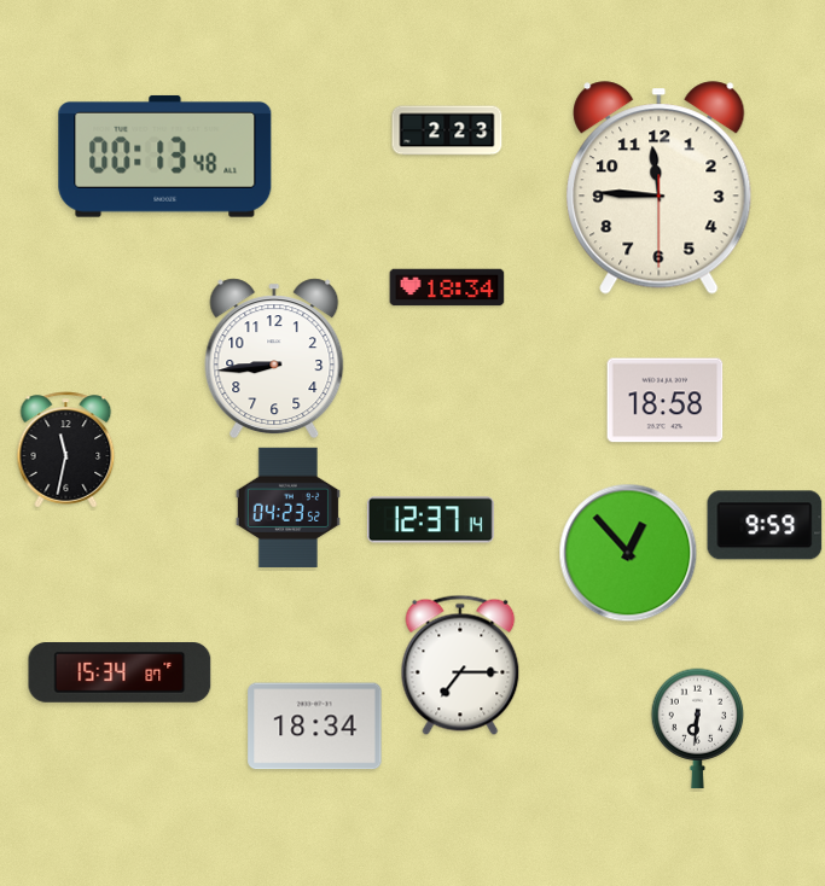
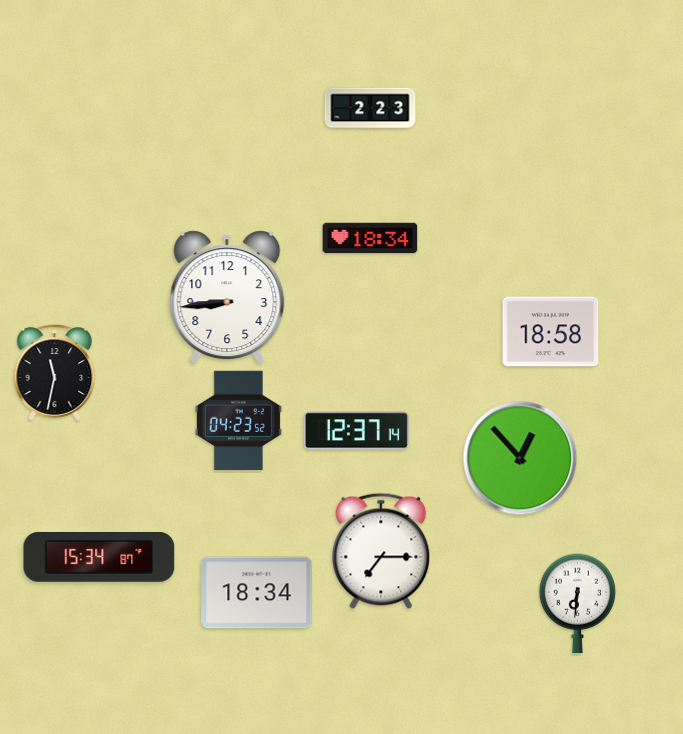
clock at (165, 156): 00:13 -> none
clock at (660, 188): 11:45 -> none
clock at (765, 525): 9:59 -> none
clock at (315, 727) position: (315, 727) -> (257, 593)
